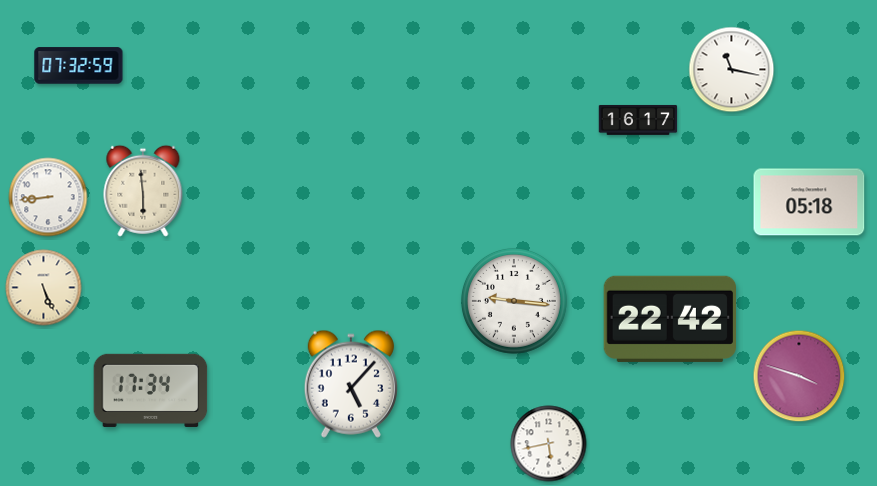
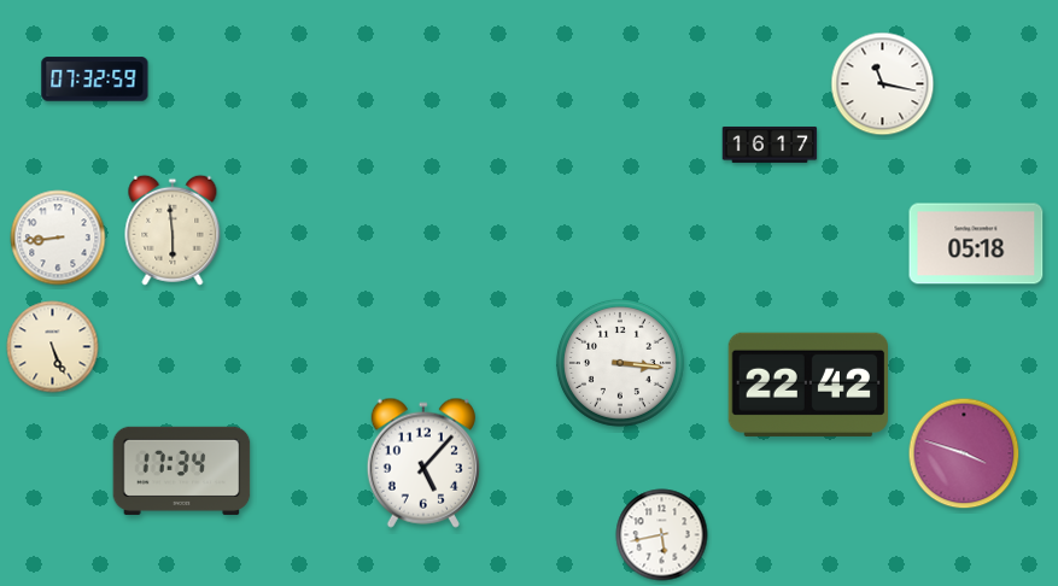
clock at (514, 301): 9:16 -> 3:16
